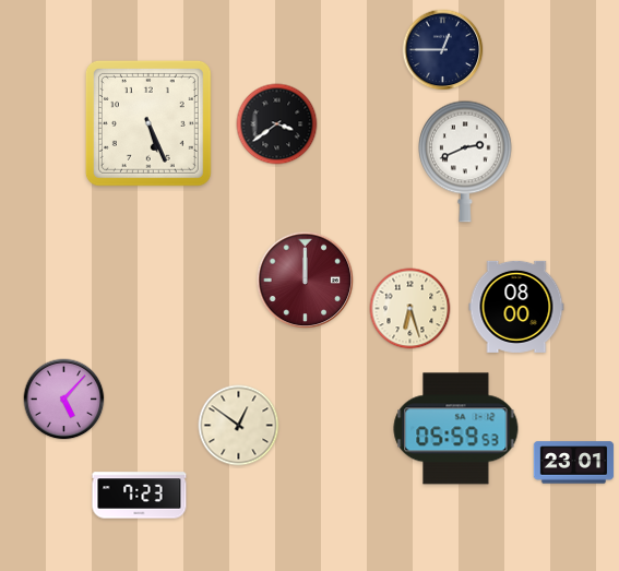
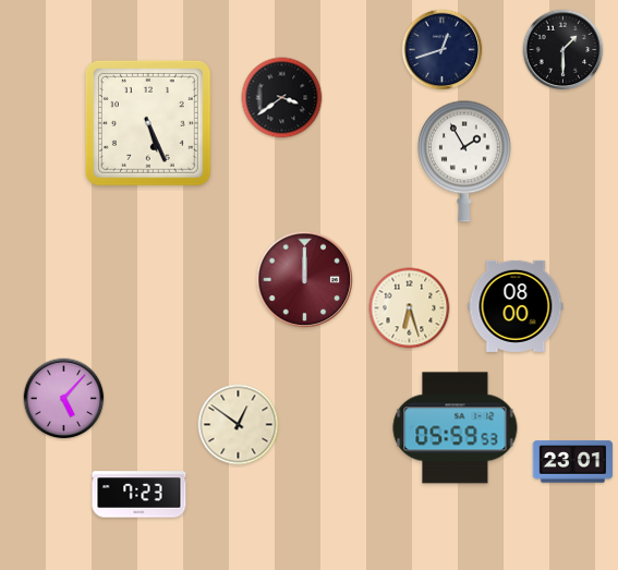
clock at (443, 50): 12:45 -> 12:42
clock at (564, 50): none -> 1:30
clock at (277, 124) position: (277, 124) -> (282, 98)
clock at (465, 162): 2:41 -> 1:55
